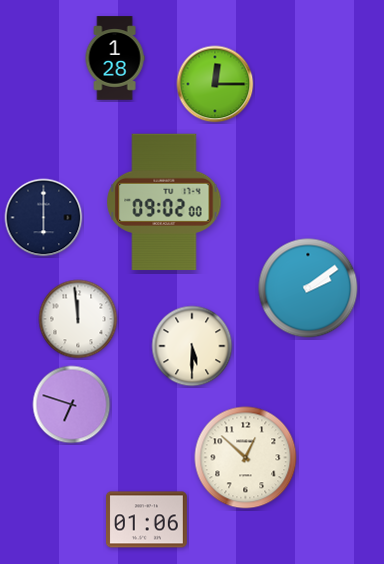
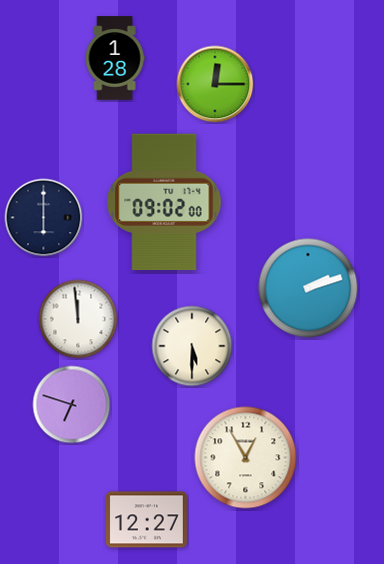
clock at (308, 288): 2:09 -> 2:12
clock at (246, 458): 12:52 -> 12:55
clock at (146, 520): 01:06 -> 12:27
